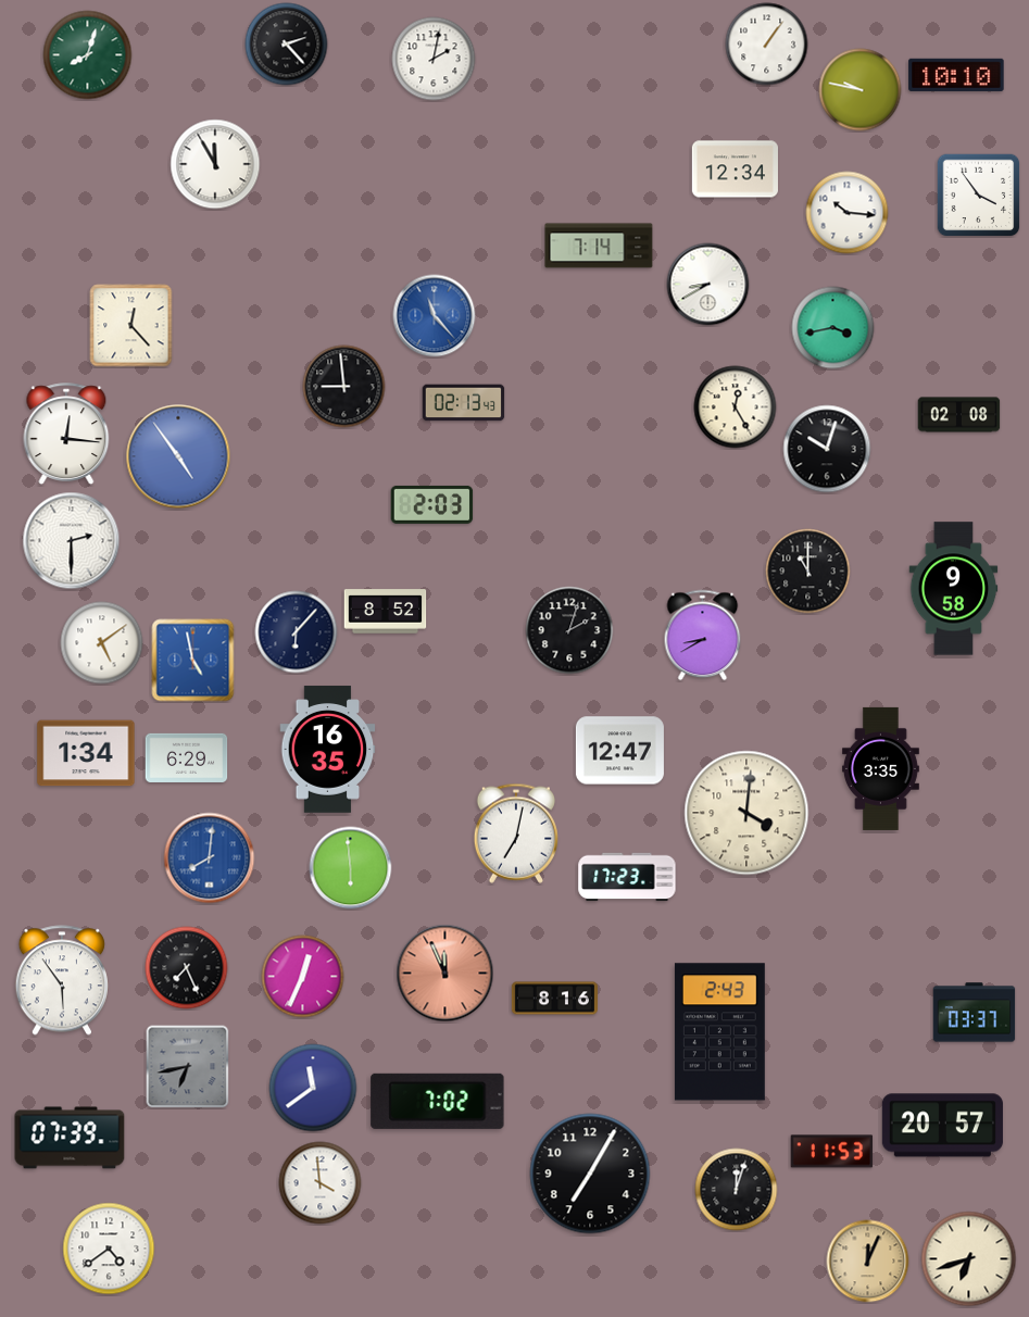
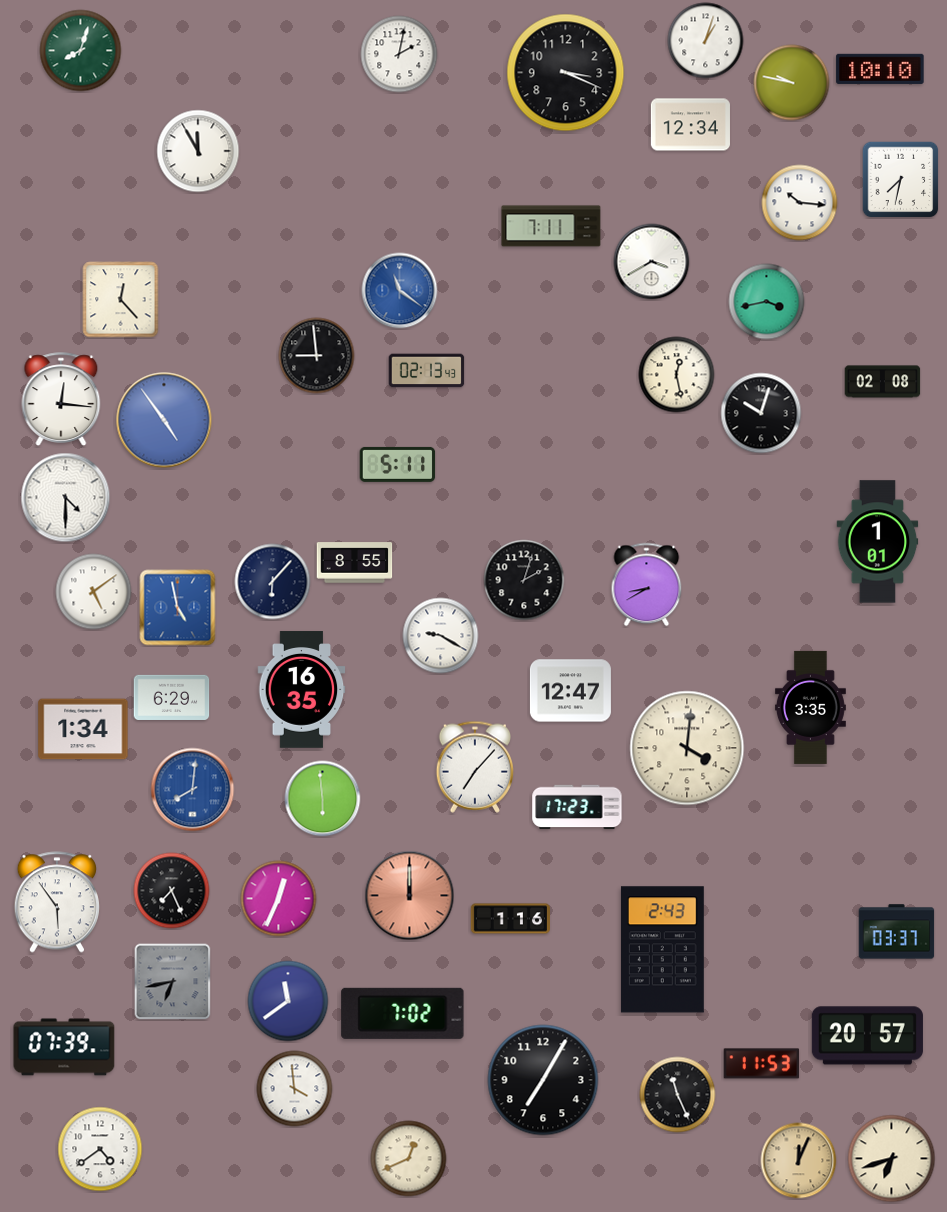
clock at (287, 45): 2:23 -> none
clock at (767, 45): 1:06 -> 1:03
clock at (566, 73): none -> 3:19
clock at (735, 170) position: (735, 170) -> (690, 125)
clock at (978, 195): 3:54 -> 7:32
clock at (848, 213) position: (848, 213) -> (800, 203)
clock at (599, 246): 7:14 -> 7:11
clock at (708, 285): 8:40 -> 3:40
clock at (435, 316): 11:23 -> 11:21
clock at (736, 407): 12:25 -> 12:28
clock at (432, 504): 2:03 -> 5:11
clock at (72, 541): 2:30 -> 4:30
clock at (808, 572): 11:00 -> none
clock at (954, 589): 9:58 -> 1:01
clock at (386, 612): 8:52 -> 8:55
clock at (441, 636): none -> 9:20
clock at (86, 753) position: (86, 753) -> (83, 729)
clock at (515, 833): 7:02 -> 7:07
clock at (446, 974): 11:56 -> 12:00
clock at (554, 999): 8:16 -> 1:16
clock at (832, 1152) position: (832, 1152) -> (762, 1064)
clock at (737, 1190): 12:03 -> 11:26
clock at (409, 1159): none -> 12:41
